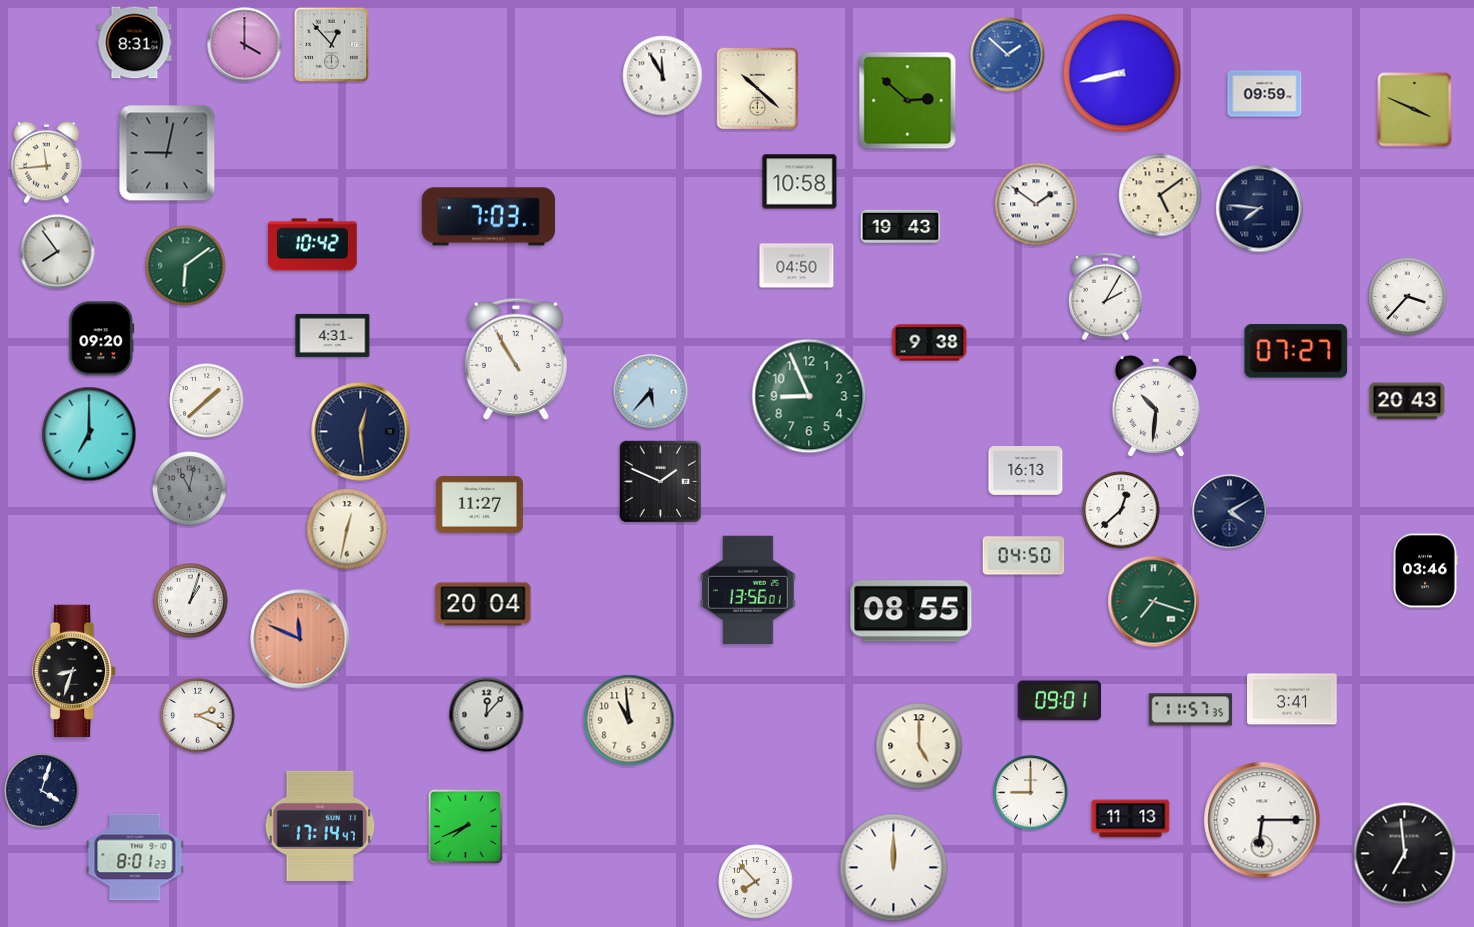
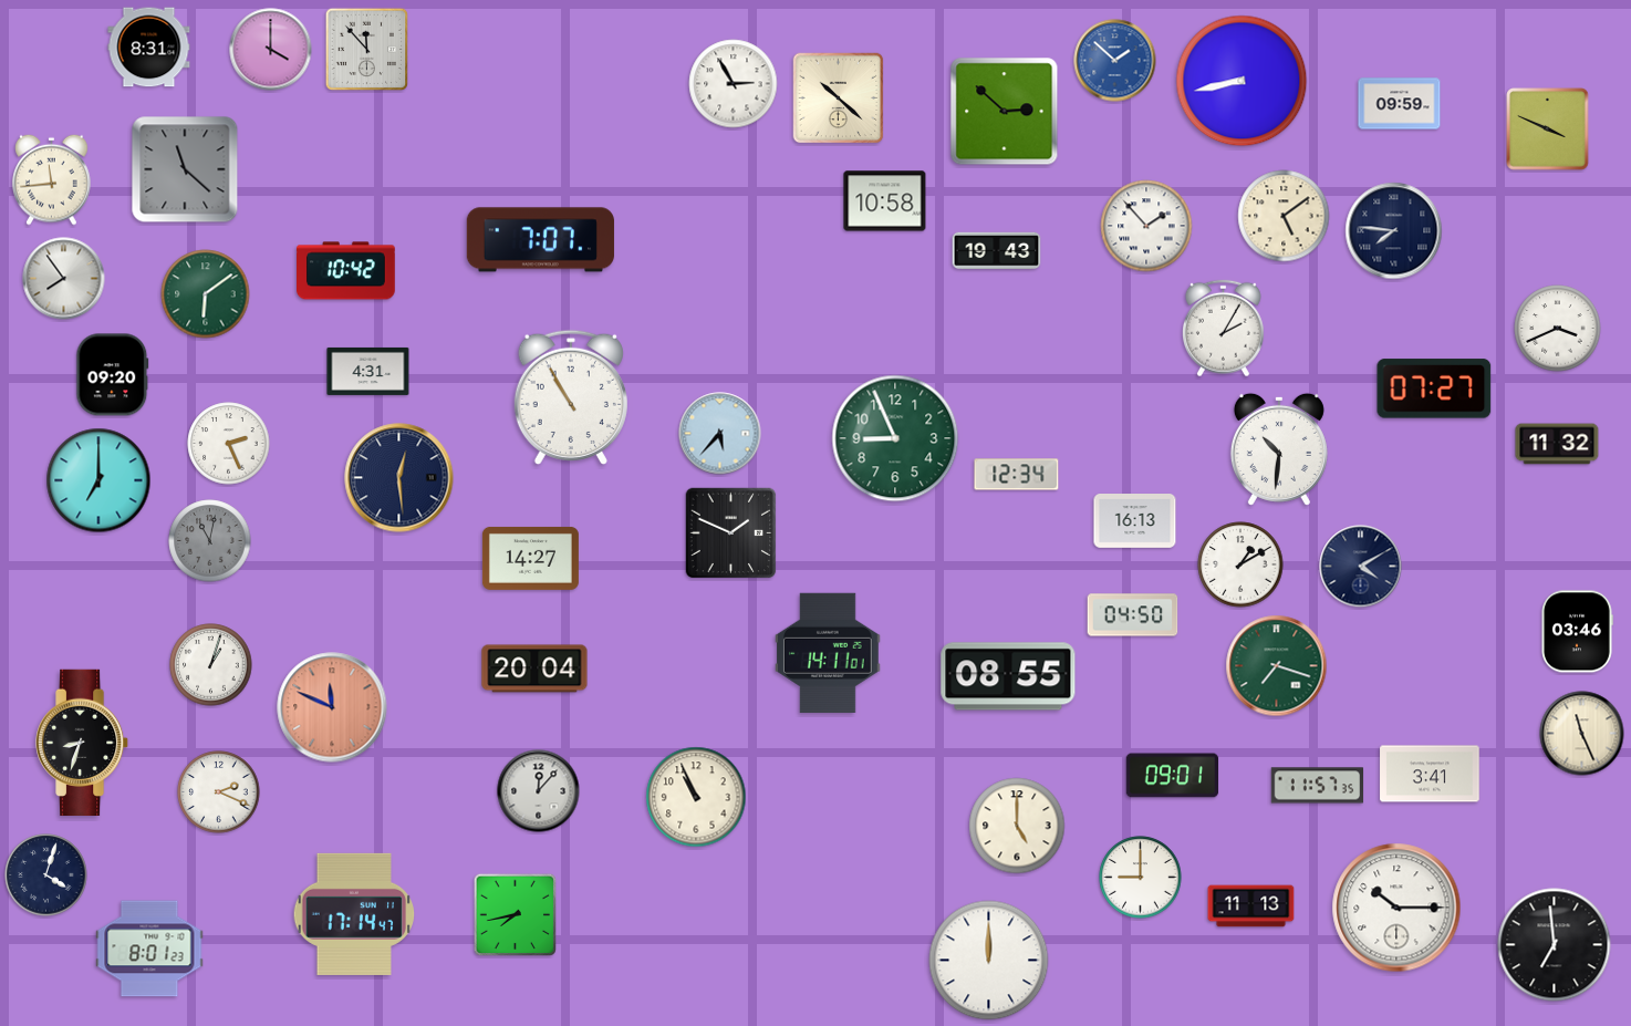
clock at (331, 44): 12:53 -> 11:53
clock at (663, 76): 11:55 -> 2:55
clock at (1415, 110) position: (1415, 110) -> (1548, 129)
clock at (167, 153): 9:02 -> 11:22
clock at (1036, 204): 1:51 -> 1:53
clock at (488, 217): 7:03 -> 7:07
clock at (797, 266): 04:50 -> none
clock at (1408, 297): 3:37 -> 3:41
clock at (930, 343): 9:38 -> none
clock at (207, 401): 1:38 -> 2:26
clock at (1407, 401): 20:43 -> 11:32
clock at (1017, 475): none -> 12:34
clock at (479, 504): 11:27 -> 14:27
clock at (1121, 510): 12:38 -> 1:10
clock at (347, 529): 12:32 -> none
clock at (749, 590): 13:56 -> 14:11
clock at (1582, 734): none -> 11:26
clock at (629, 720): 10:59 -> 10:56
clock at (1262, 820): 6:15 -> 10:15
clock at (465, 826): 7:41 -> 7:43
clock at (756, 882): 7:53 -> none
